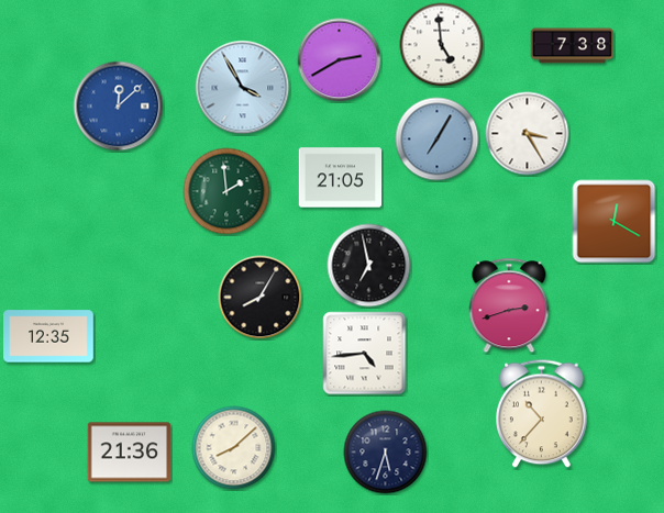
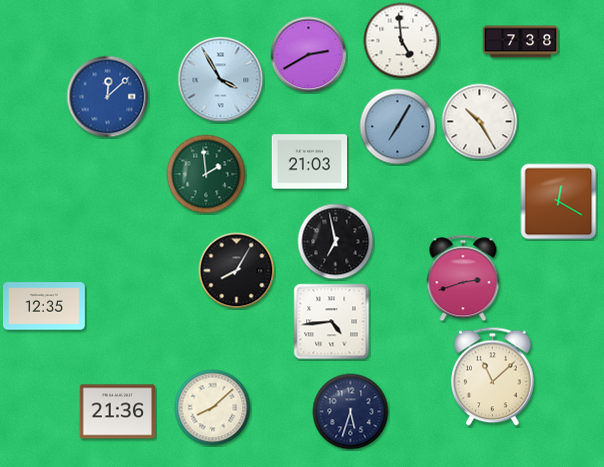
clock at (528, 134): 3:25 -> 10:25
clock at (341, 178): 21:05 -> 21:03
clock at (542, 414): 10:37 -> 11:08
